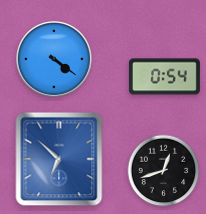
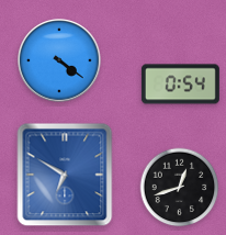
clock at (54, 59) position: (54, 59) -> (59, 60)
clock at (59, 159): 6:52 -> 6:50
